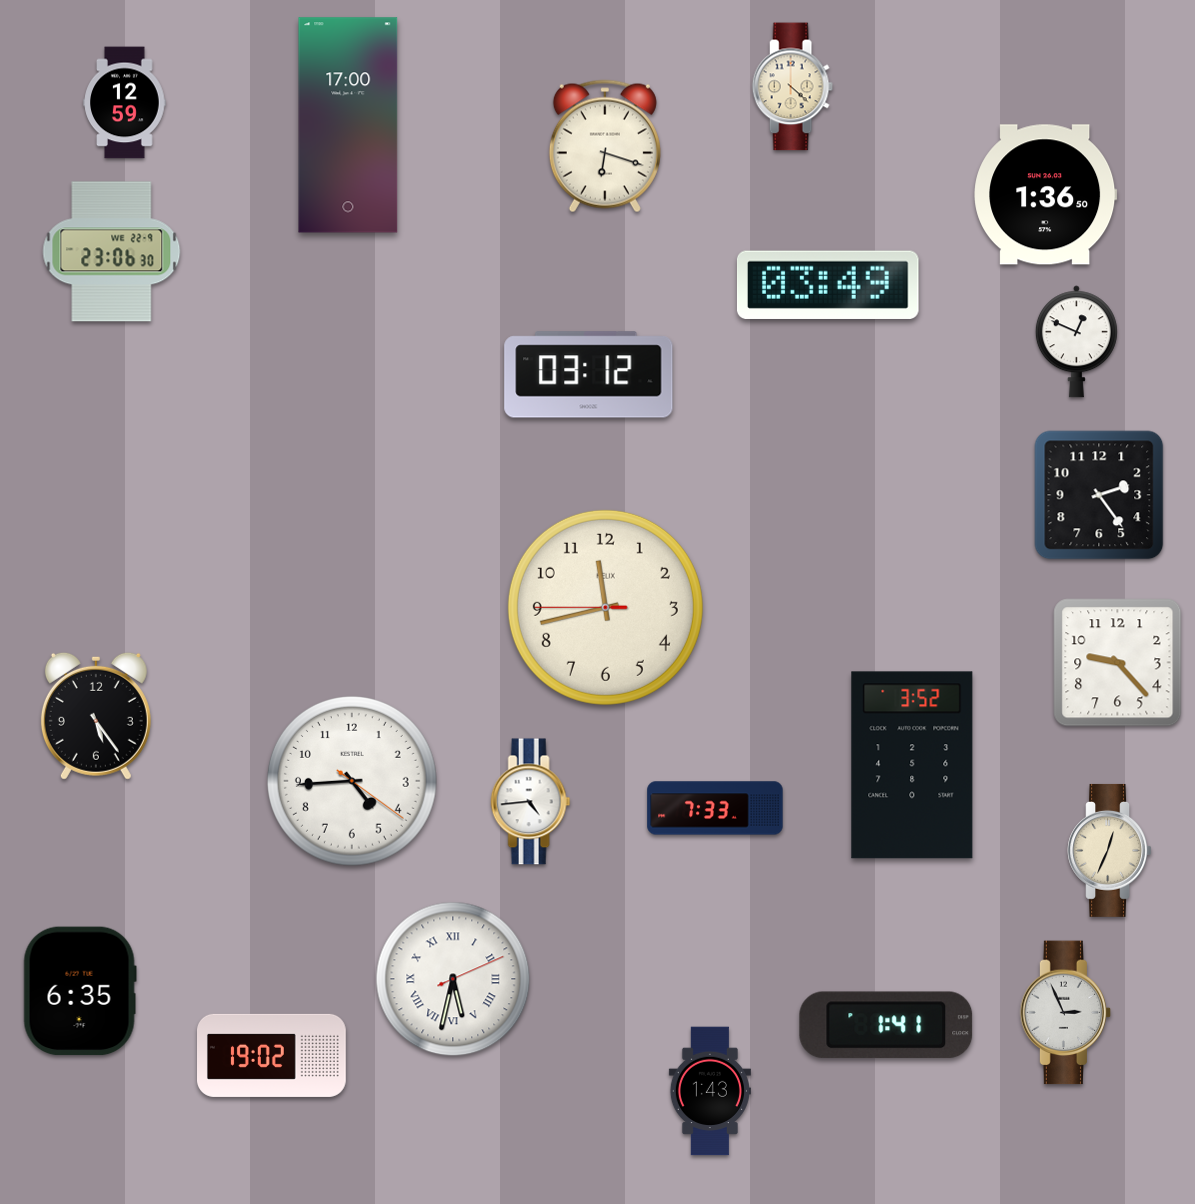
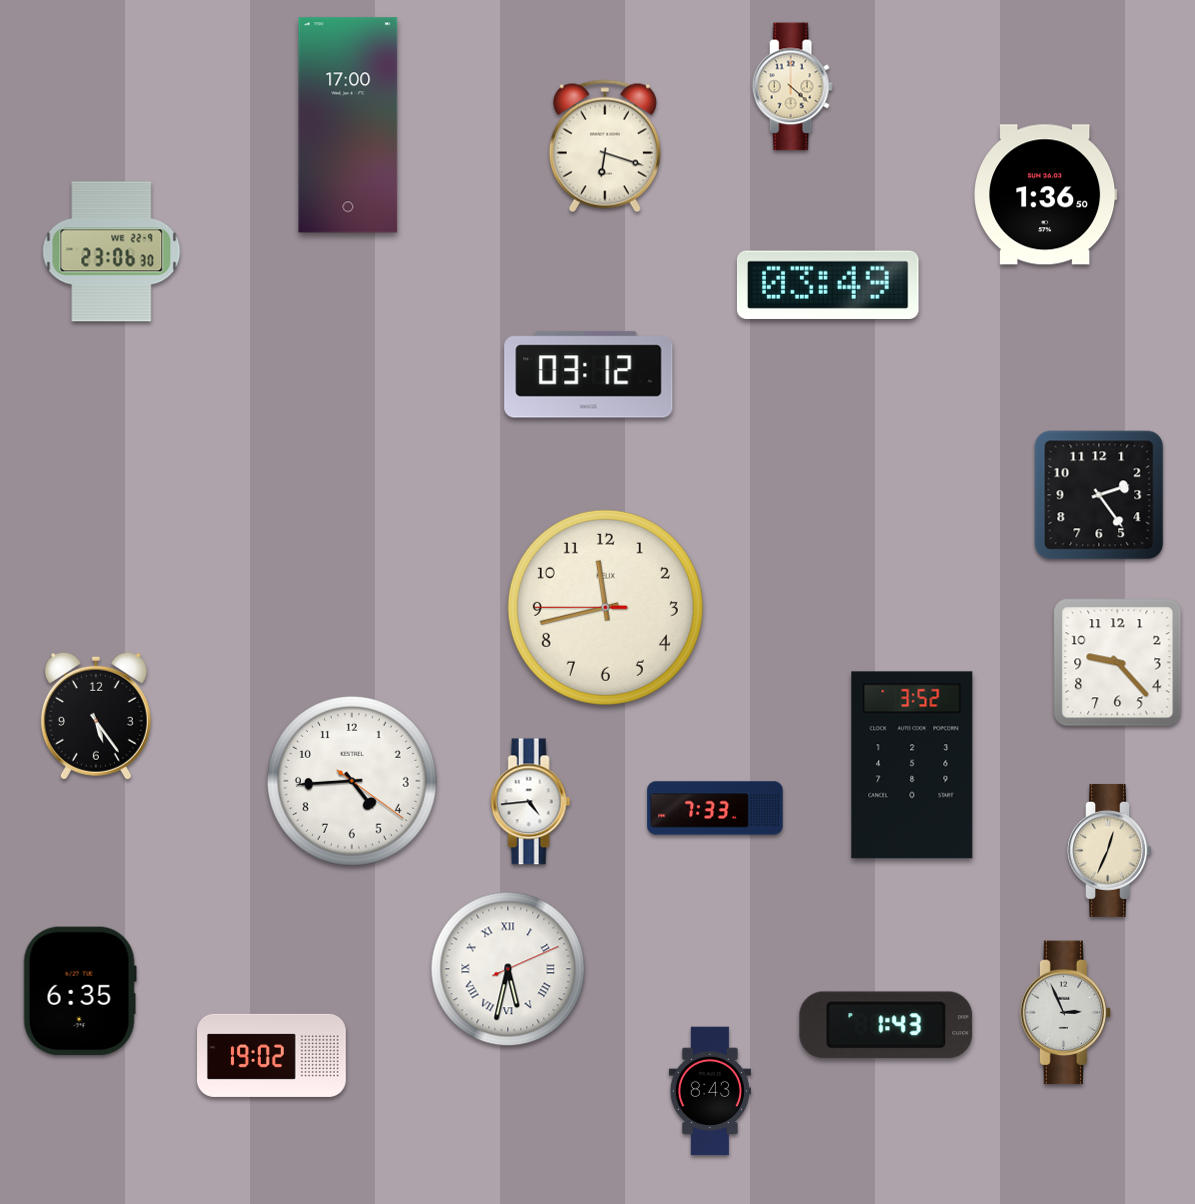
clock at (125, 103): 12:59 -> none
clock at (1076, 342): 12:49 -> none
clock at (453, 979) position: (453, 979) -> (508, 969)
clock at (886, 1025): 1:41 -> 1:43
clock at (710, 1091): 1:43 -> 8:43
